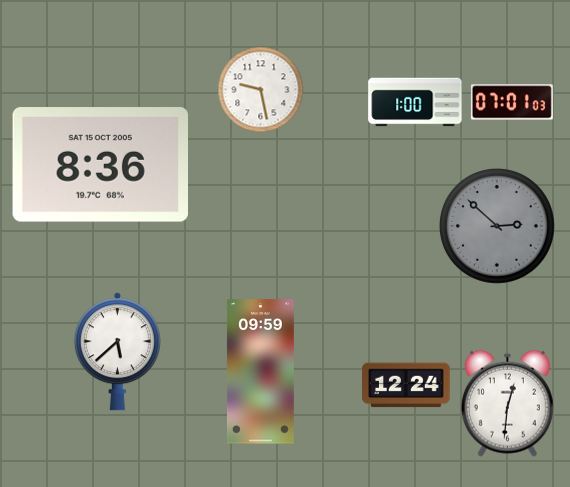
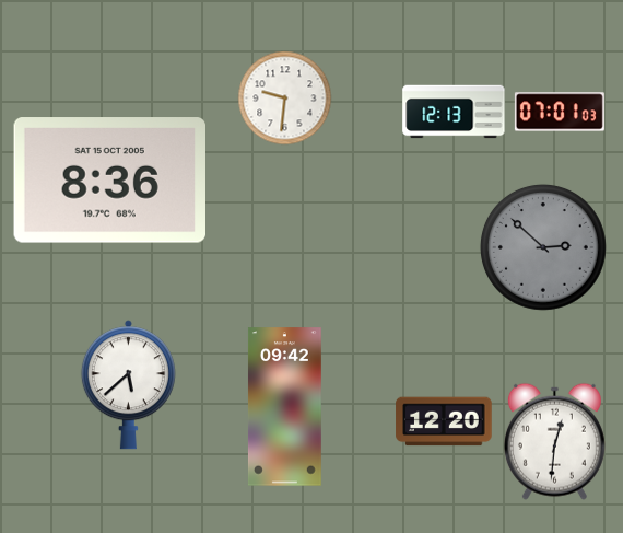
clock at (260, 89): 9:28 -> 9:31
clock at (415, 102): 1:00 -> 12:13
clock at (260, 372): 09:59 -> 09:42
clock at (406, 385): 12:24 -> 12:20
